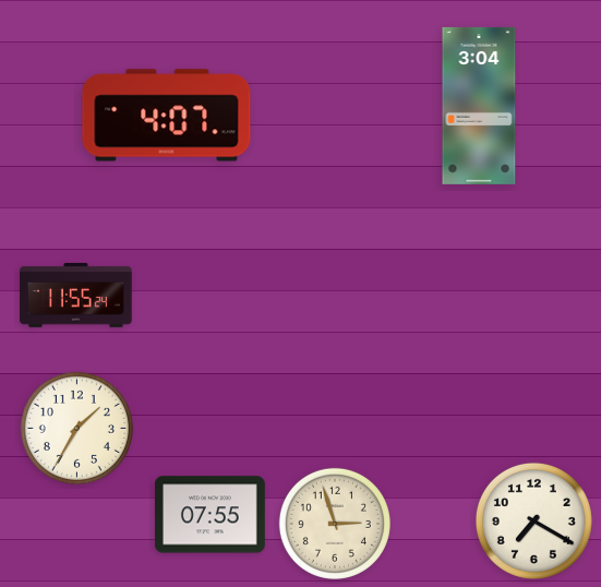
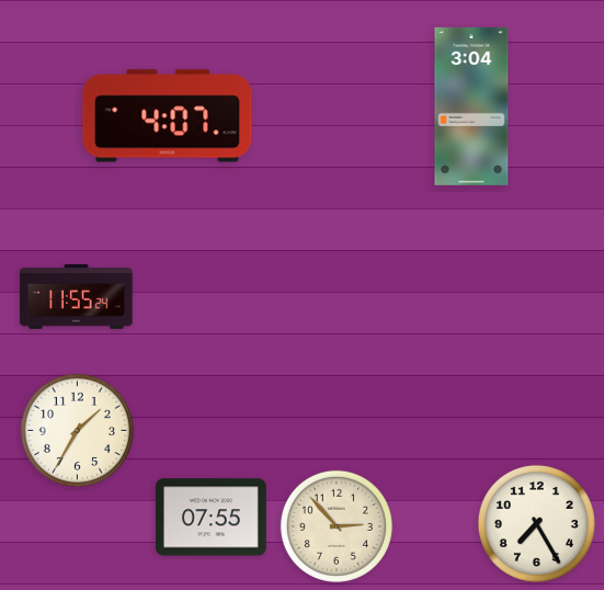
clock at (479, 106) position: (479, 106) -> (471, 106)
clock at (533, 520): 7:20 -> 7:25
clock at (335, 524): 2:57 -> 2:53
